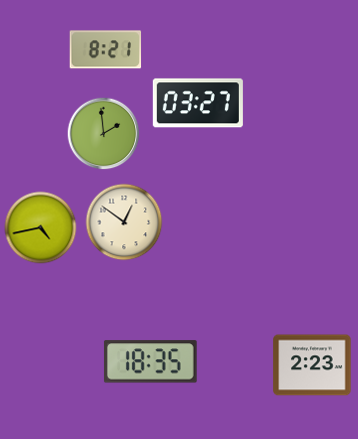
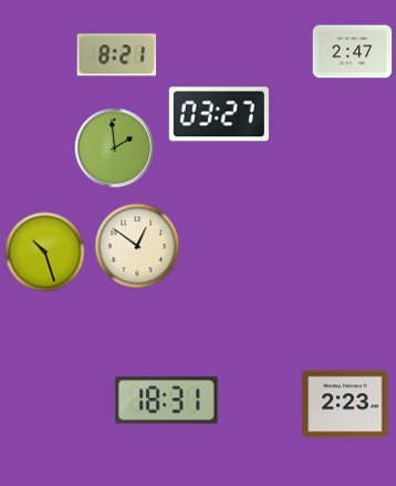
clock at (353, 52): none -> 2:47
clock at (41, 228): 4:43 -> 10:27
clock at (150, 362): 18:35 -> 18:31
